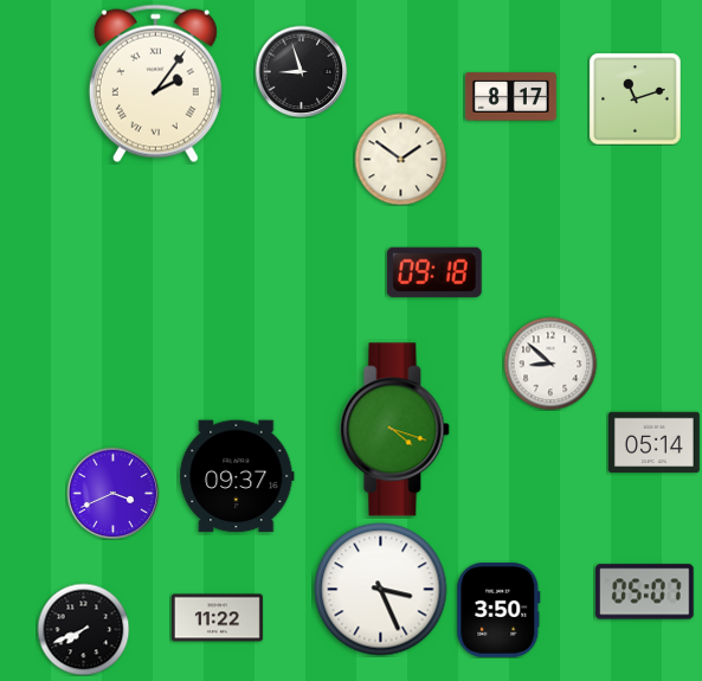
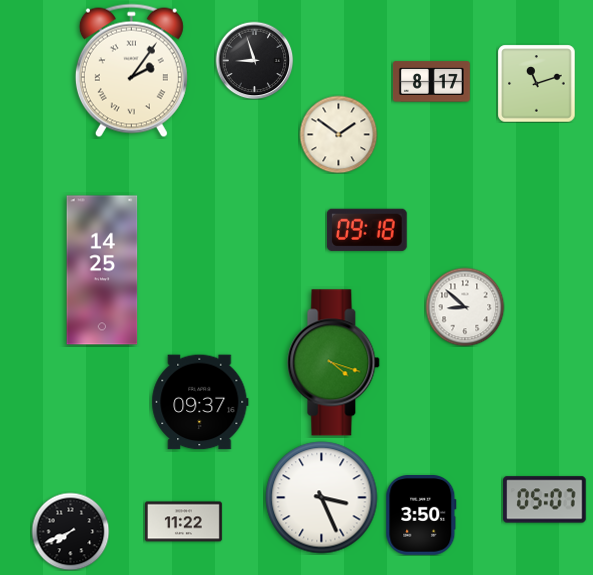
clock at (102, 270): none -> 14:25
clock at (653, 442): 05:14 -> none
clock at (112, 493): 3:41 -> none
